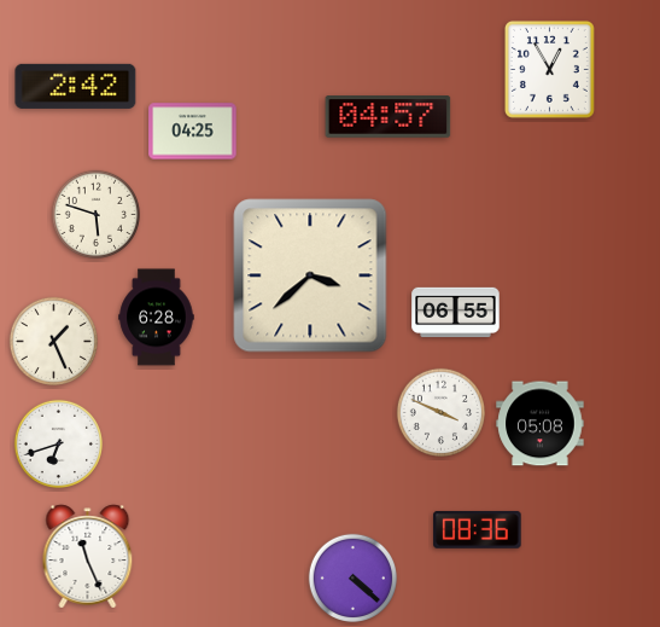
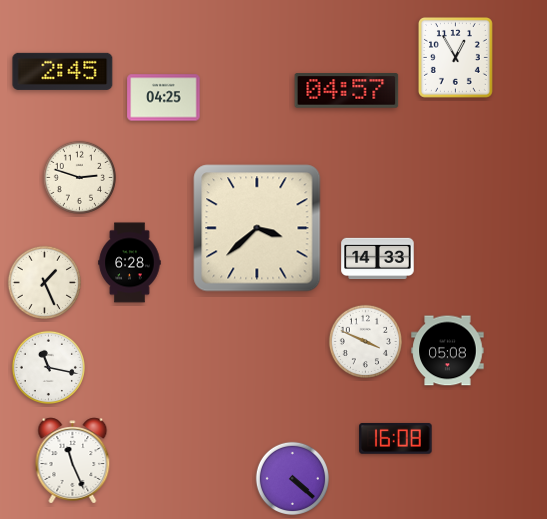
clock at (76, 86): 2:42 -> 2:45
clock at (389, 117) position: (389, 117) -> (347, 91)
clock at (193, 132) position: (193, 132) -> (164, 98)
clock at (95, 214): 5:48 -> 2:48
clock at (456, 313): 06:55 -> 14:33
clock at (58, 443): 6:42 -> 11:17
clock at (478, 529): 08:36 -> 16:08
